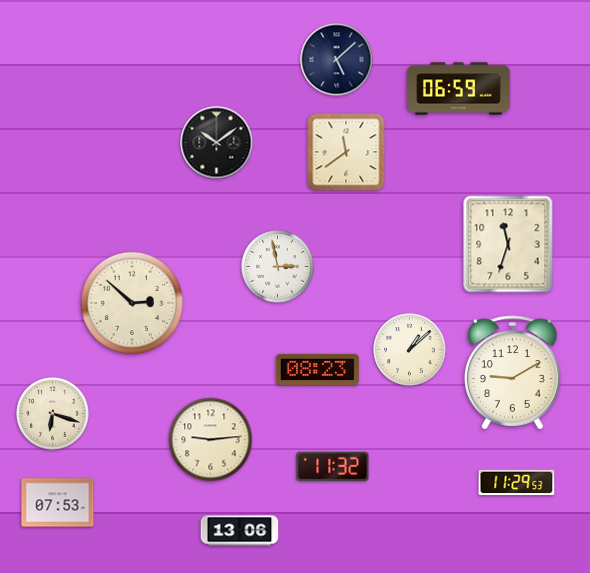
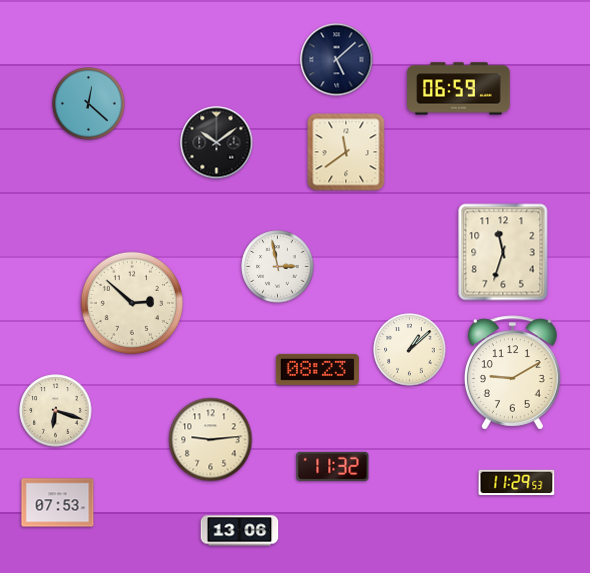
clock at (89, 104): none -> 12:22
clock at (508, 244) position: (508, 244) -> (503, 252)
clock at (53, 414) position: (53, 414) -> (56, 411)
